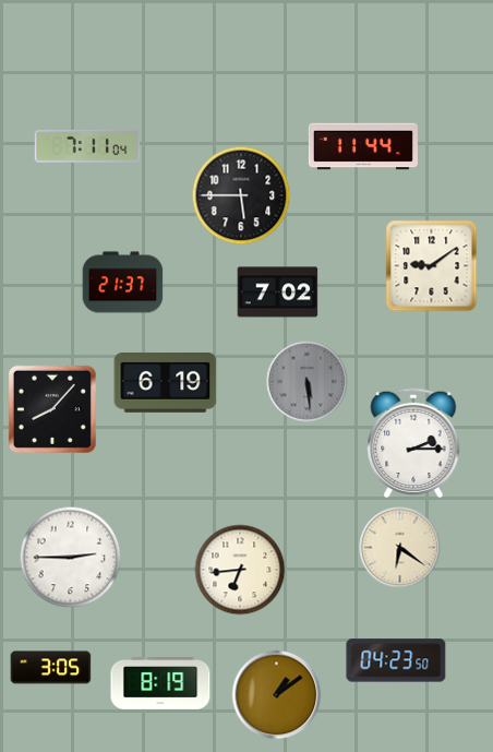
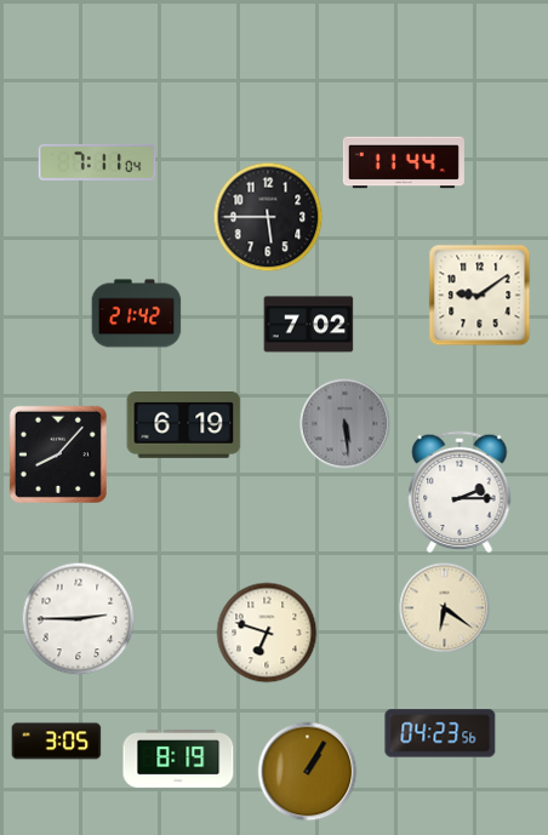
clock at (123, 283): 21:37 -> 21:42
clock at (308, 382) position: (308, 382) -> (346, 424)
clock at (240, 570): 6:44 -> 6:48
clock at (396, 660): 04:23:50 -> 04:23:56
clock at (277, 695): 1:09 -> 1:05
